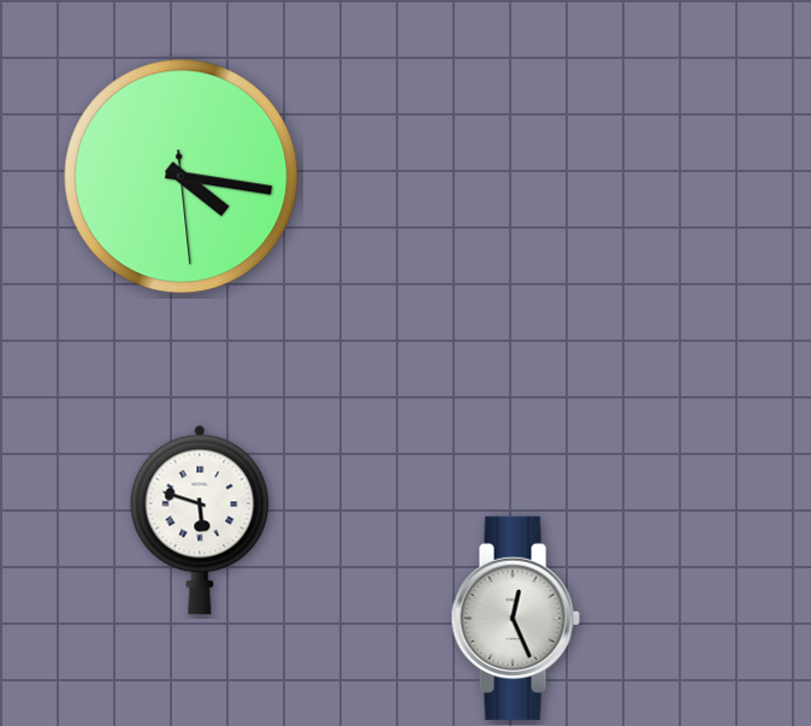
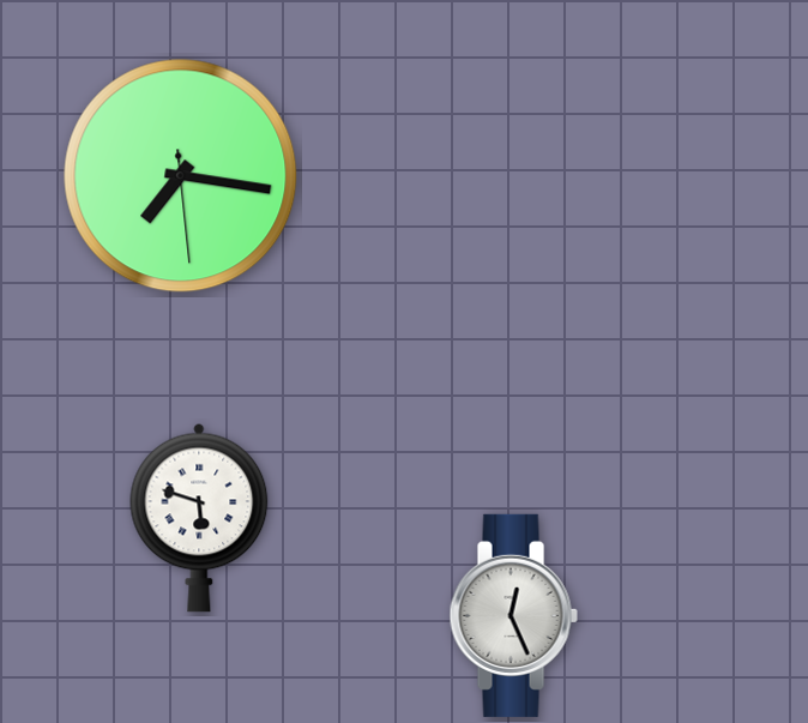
clock at (182, 177): 4:16 -> 7:16
